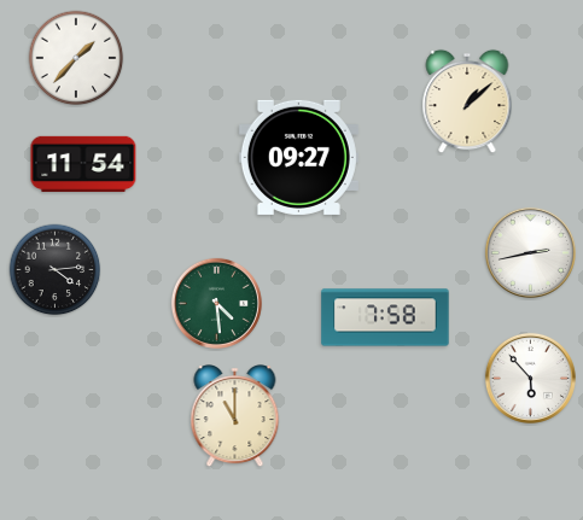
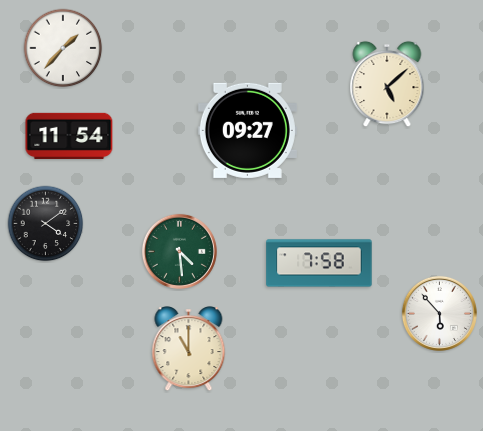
clock at (467, 101): 1:08 -> 5:08
clock at (530, 252): 2:43 -> none
clock at (56, 270): 4:14 -> 4:09
clock at (235, 416) position: (235, 416) -> (189, 349)
